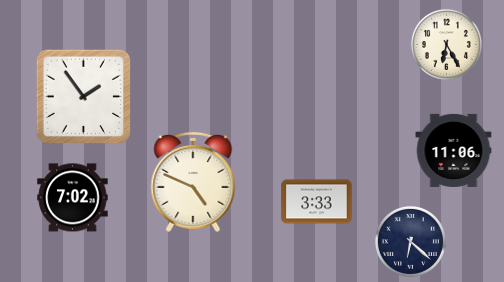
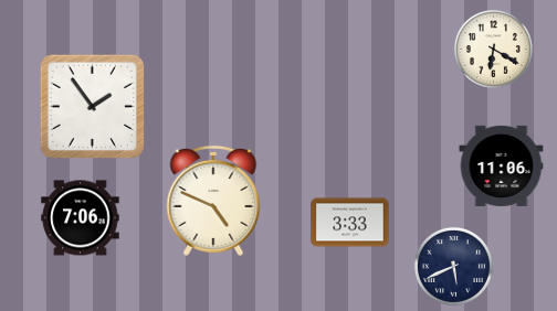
clock at (446, 44): 6:25 -> 6:20
clock at (73, 198): 7:02 -> 7:06
clock at (410, 241): 6:22 -> 5:41
